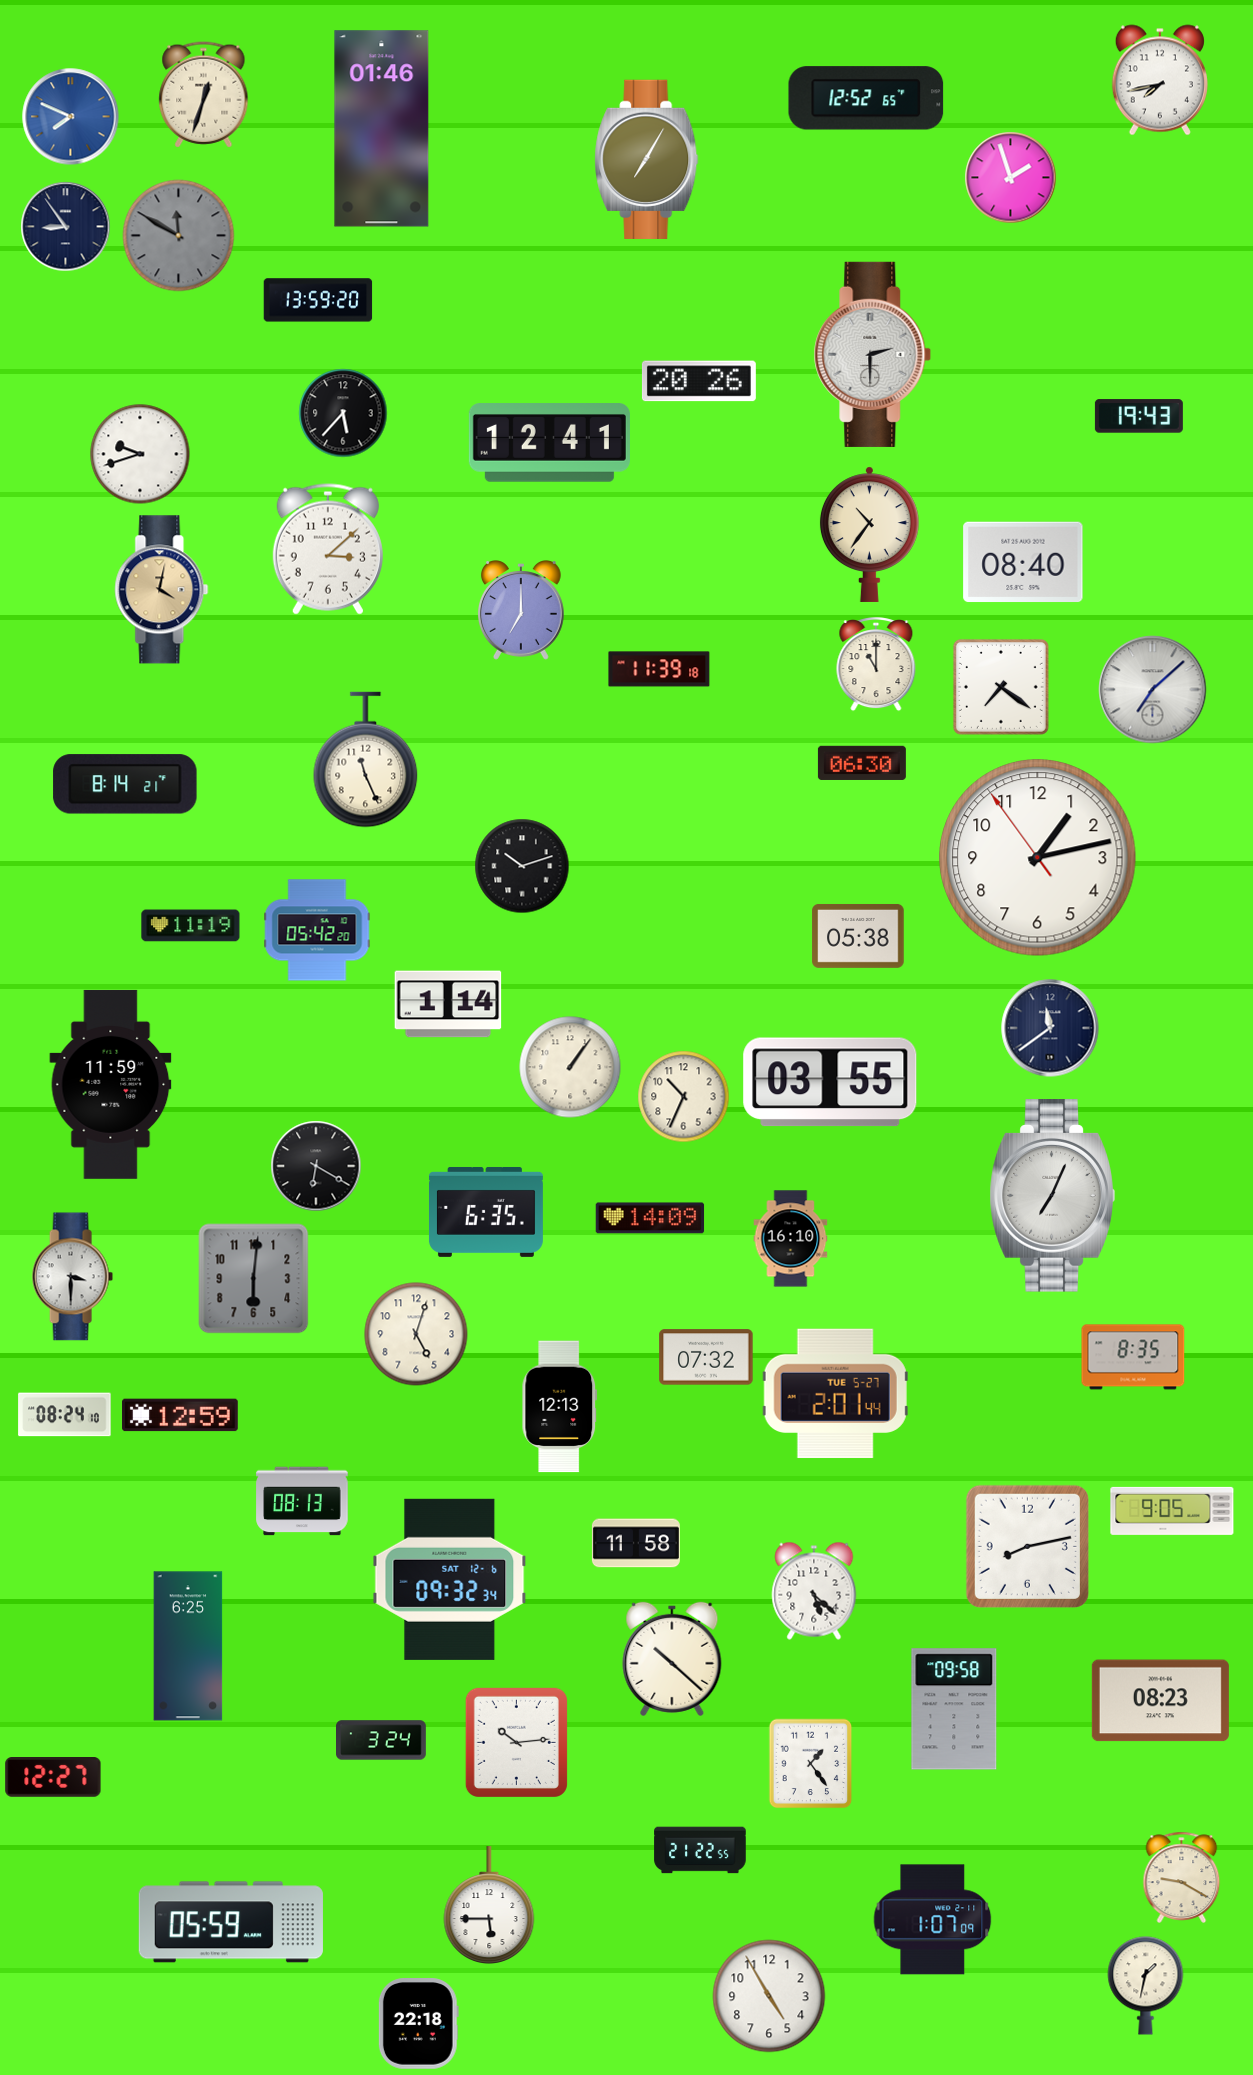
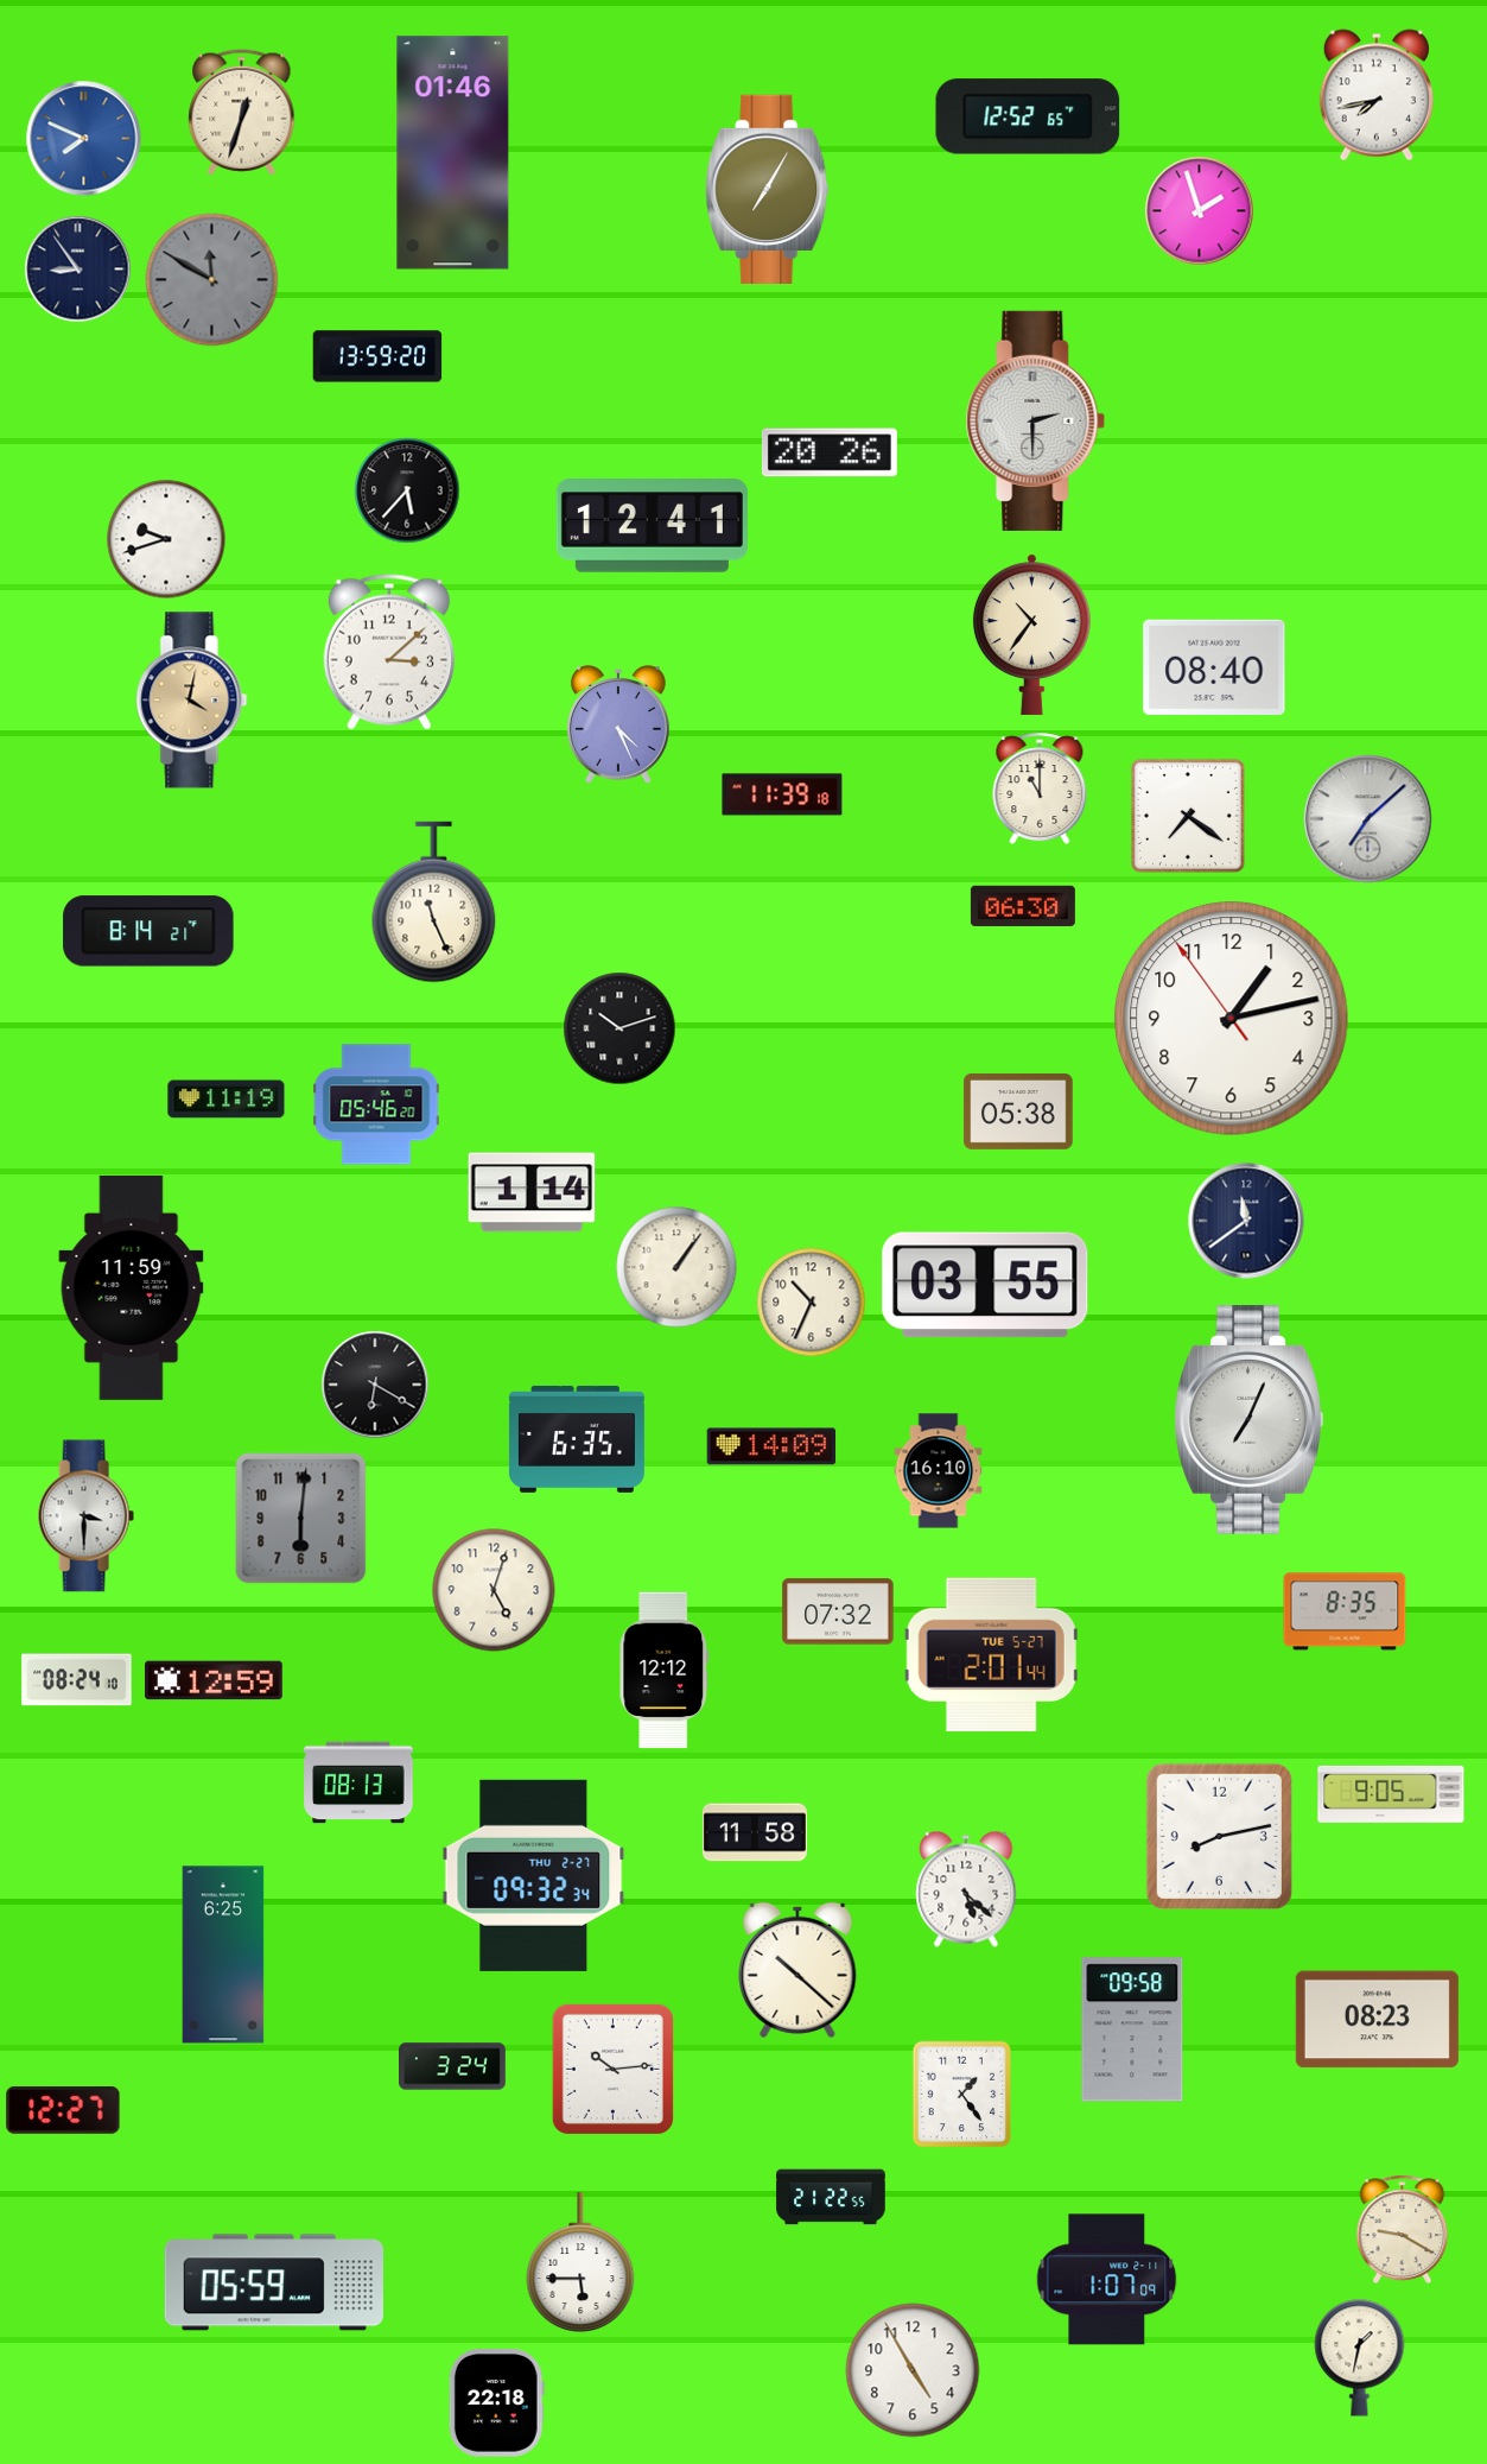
clock at (1139, 416): 19:43 -> none
clock at (521, 610): 7:00 -> 4:26
clock at (317, 930): 05:42 -> 05:46
clock at (416, 1334) position: (416, 1334) -> (494, 1590)
clock at (560, 1407): 12:13 -> 12:12
clock at (450, 1579) date: SAT 12-6 -> THU 2-27
